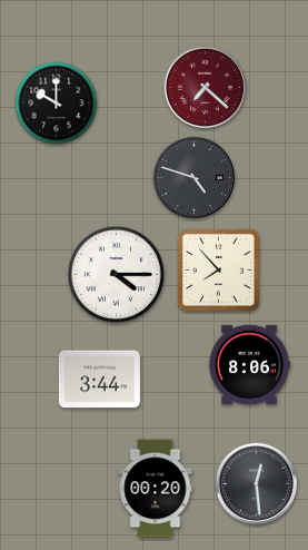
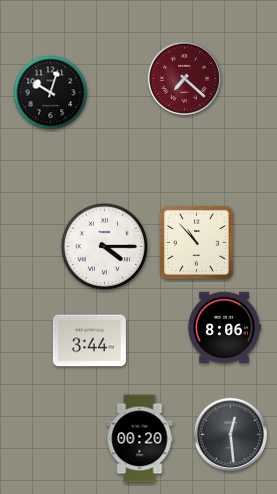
clock at (57, 104): 10:00 -> 10:03
clock at (193, 177): 4:48 -> none
clock at (218, 269): 7:53 -> 10:53
